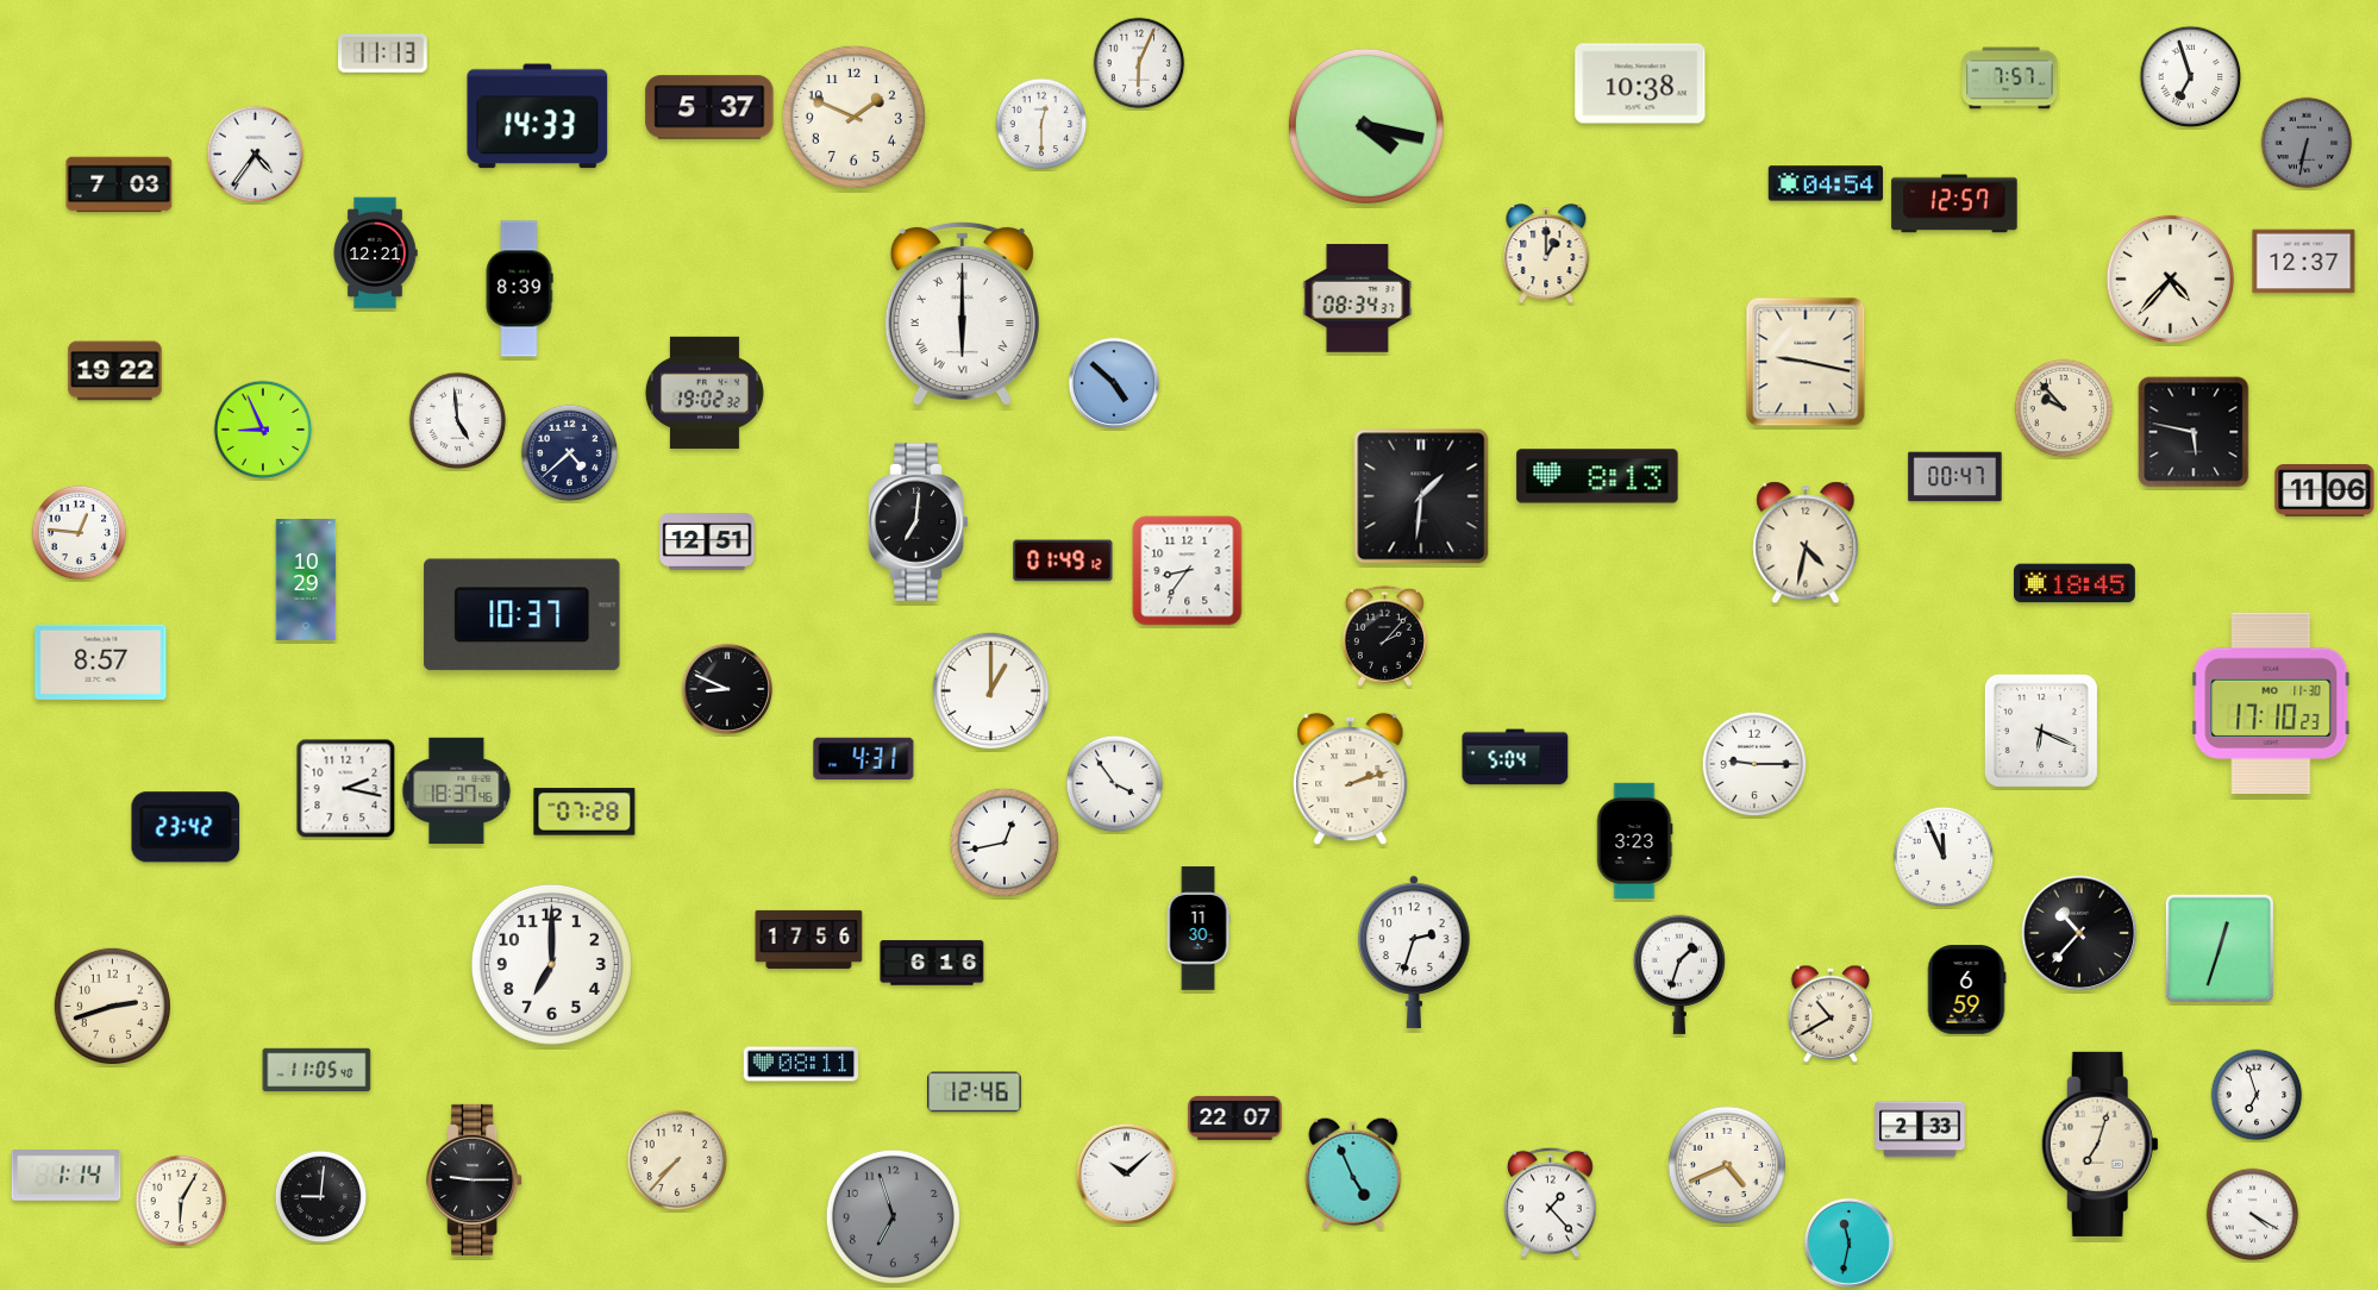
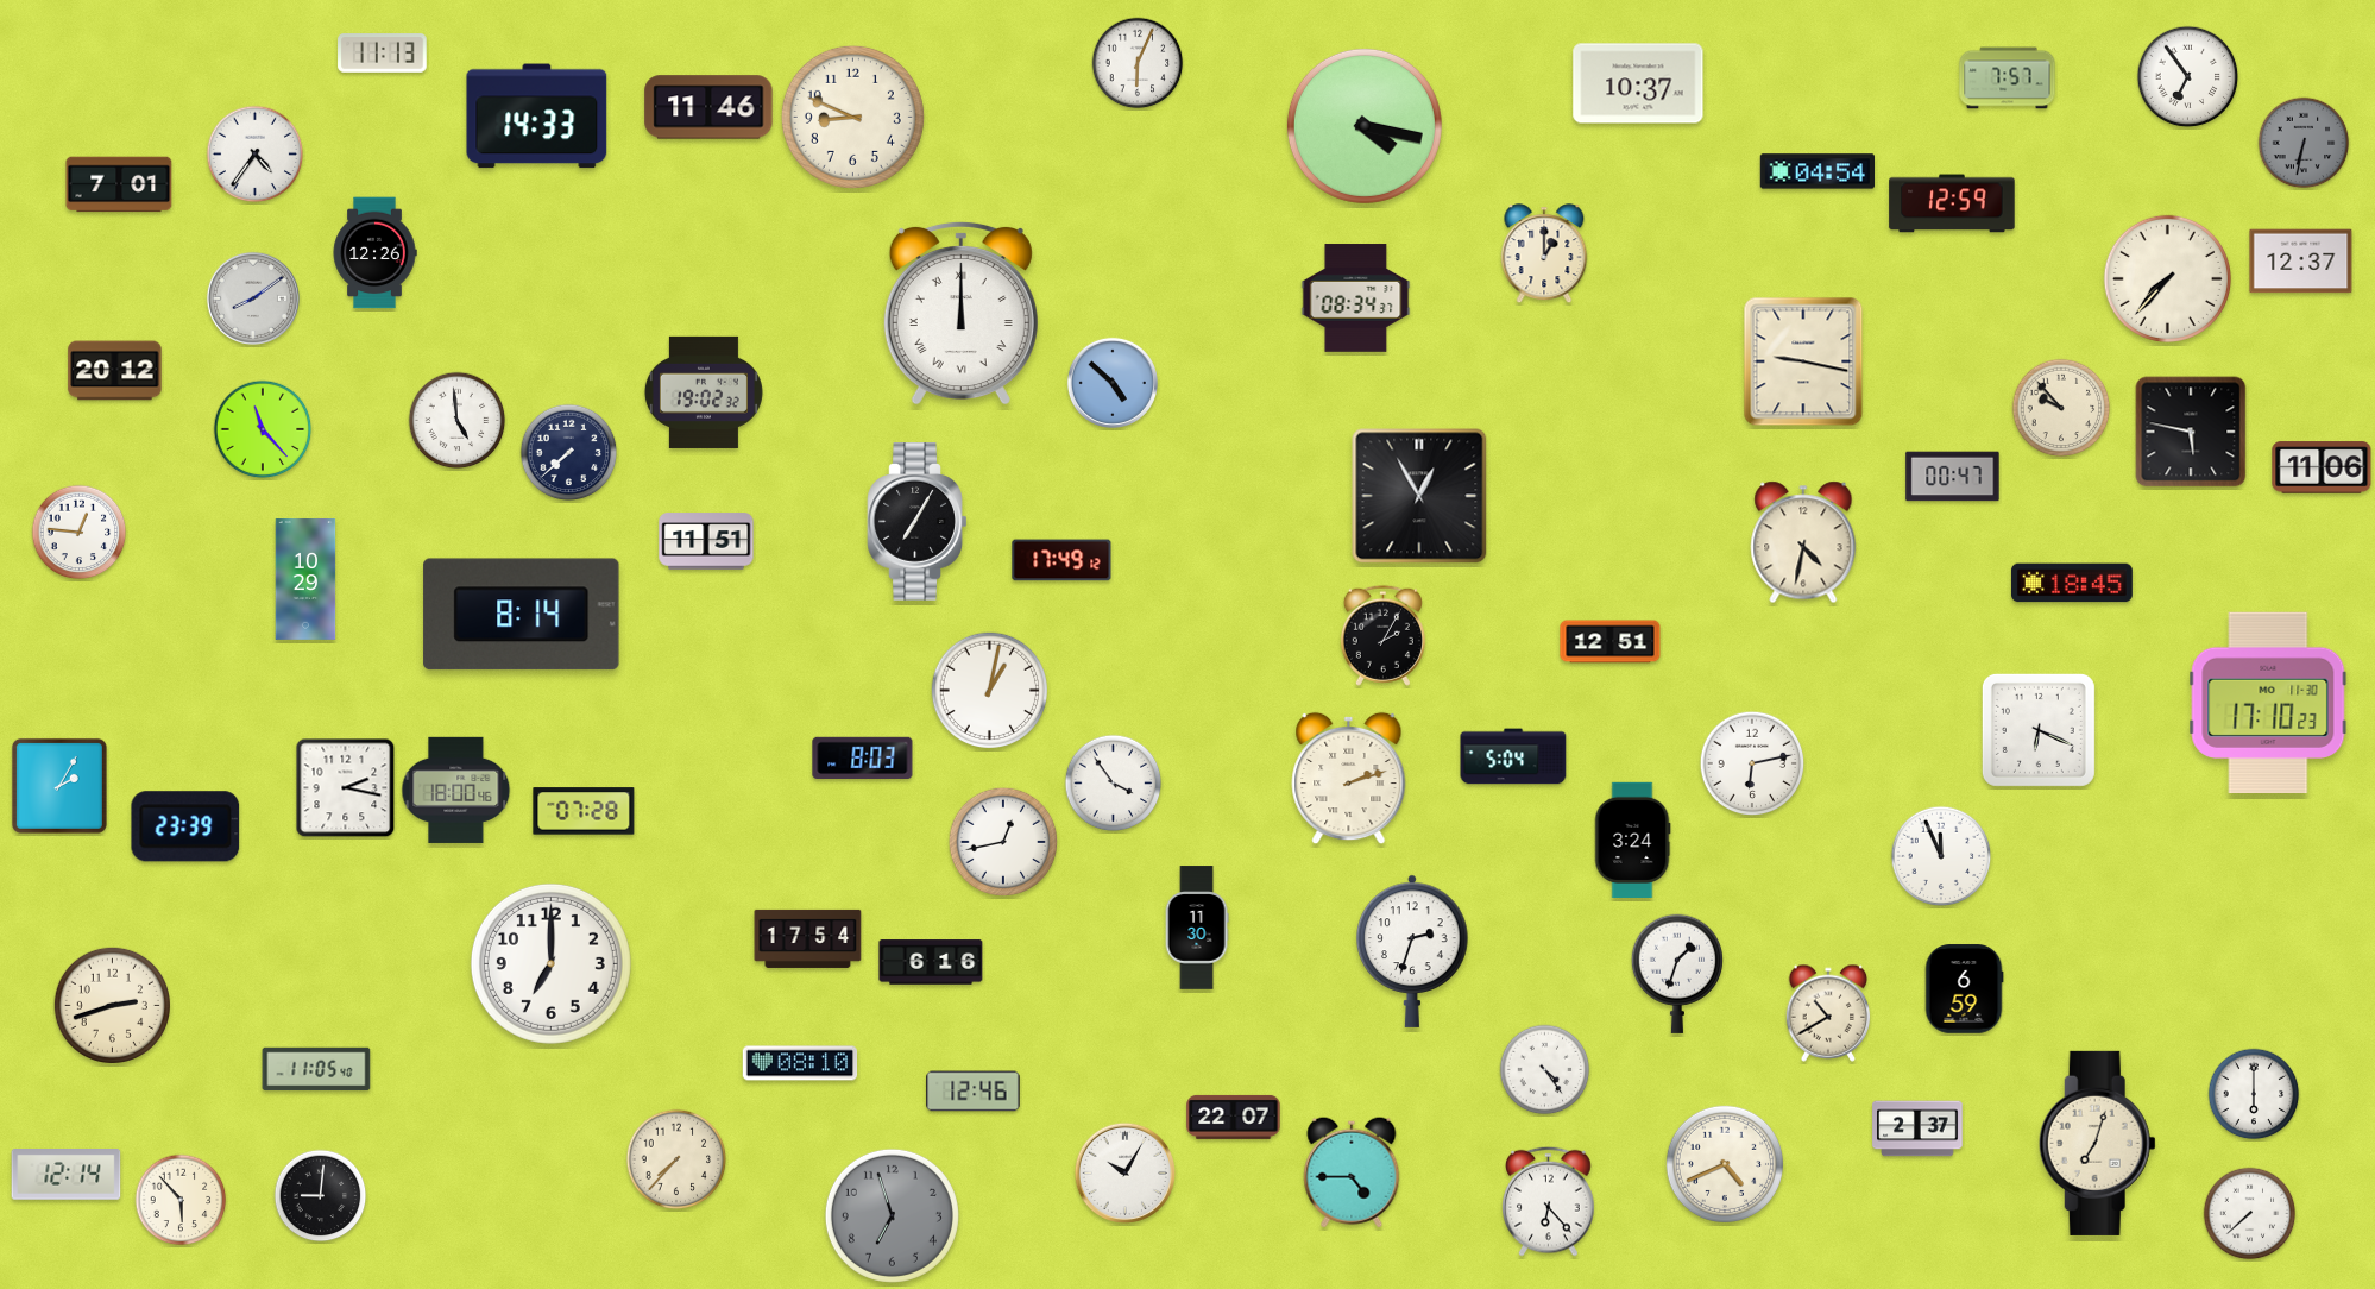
clock at (2191, 77): 6:57 -> 6:54
clock at (1640, 83): 10:38 -> 10:37
clock at (709, 107): 5:37 -> 11:46
clock at (853, 117): 1:49 -> 8:49
clock at (1041, 124): 12:30 -> none
clock at (1825, 183) position: (1825, 183) -> (1816, 171)
clock at (119, 184): 7:03 -> 7:01
clock at (1954, 203): 12:57 -> 12:59
clock at (375, 253): 12:21 -> 12:26
clock at (2170, 278): 4:37 -> 7:37
clock at (519, 289): 8:39 -> none
clock at (253, 298): none -> 8:09
clock at (962, 313): 6:00 -> 12:00
clock at (115, 371): 19:22 -> 20:12
clock at (263, 430): 8:56 -> 11:23
clock at (570, 453): 4:38 -> 7:38
clock at (1597, 476): 8:13 -> none
clock at (2324, 490) position: (2324, 490) -> (2322, 467)
clock at (1421, 496): 1:31 -> 12:55
clock at (919, 522): 7:01 -> 7:05
clock at (707, 541): 12:51 -> 11:51
clock at (1063, 561): 01:49 -> 17:49
clock at (1188, 571): 8:36 -> none
clock at (522, 615): 10:37 -> 8:14
clock at (1384, 635): 2:07 -> 2:05
clock at (1611, 642): none -> 12:51
clock at (101, 662): 8:57 -> none
clock at (727, 689): 8:49 -> none
clock at (990, 690): 1:00 -> 1:02
clock at (864, 759): 4:31 -> 8:03
clock at (1754, 764): 9:15 -> 6:13
clock at (59, 786): none -> 2:05
clock at (457, 790): 18:37 -> 18:00
clock at (186, 827): 23:42 -> 23:39
clock at (1634, 840): 3:23 -> 3:24
clock at (2079, 933): 10:37 -> none
clock at (809, 939): 17:56 -> 17:54
clock at (2220, 948): 12:33 -> none
clock at (801, 1064): 08:11 -> 08:10
clock at (1545, 1070): none -> 4:24
clock at (2257, 1095): 6:57 -> 6:00
clock at (1920, 1129): 2:33 -> 2:37
clock at (1126, 1173): 10:08 -> 10:05
clock at (1353, 1173): 4:56 -> 4:45
clock at (67, 1176): 1:14 -> 12:14
clock at (475, 1179): 9:15 -> none
clock at (181, 1201): 6:05 -> 5:53
clock at (1551, 1202): 1:23 -> 6:23
clock at (2253, 1215): 4:20 -> 7:38
clock at (1848, 1242): 11:32 -> none
